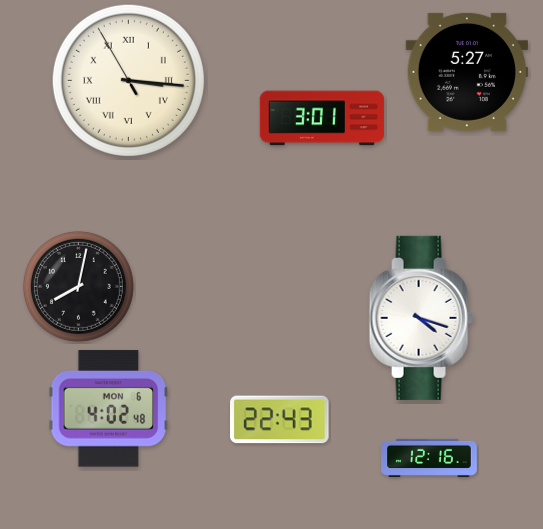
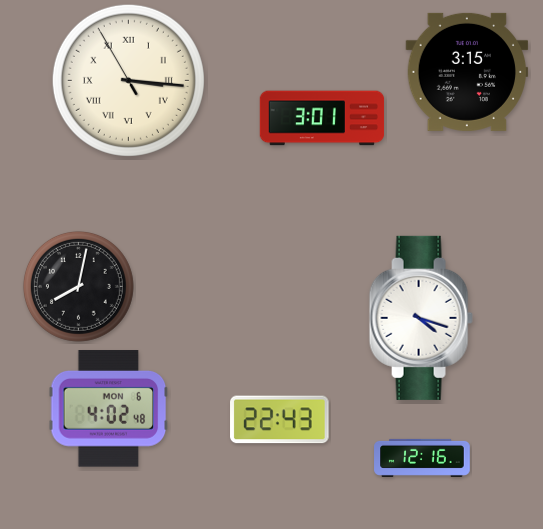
clock at (467, 72): 5:27 -> 3:15
clock at (429, 458) position: (429, 458) -> (422, 458)
